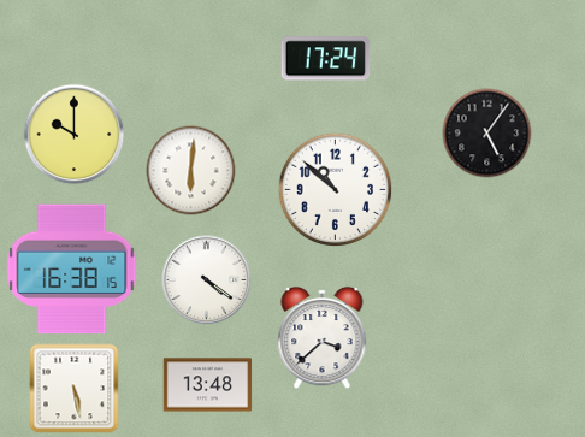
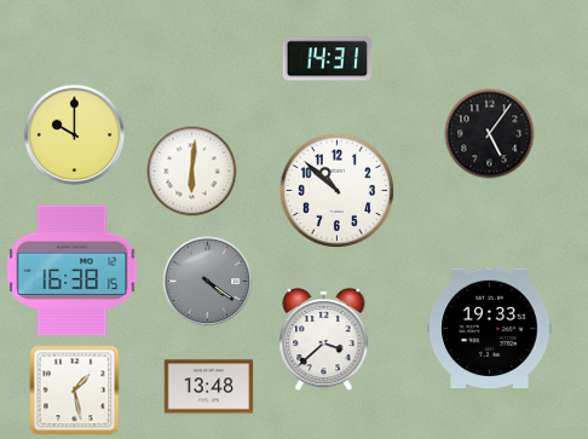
clock at (326, 59): 17:24 -> 14:31
clock at (207, 280) dial: white -> grey
clock at (490, 329): none -> 19:33
clock at (75, 389): 5:28 -> 1:28
